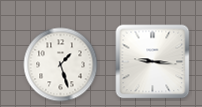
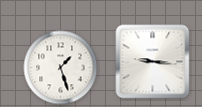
clock at (61, 65) position: (61, 65) -> (61, 68)
